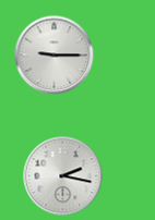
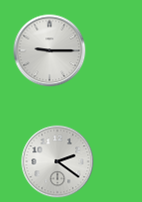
clock at (63, 176): 2:17 -> 2:21
